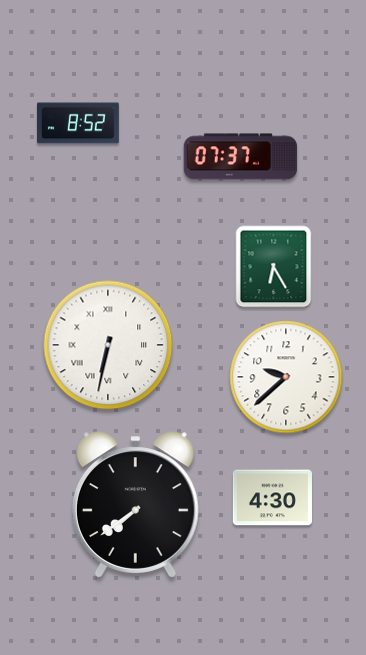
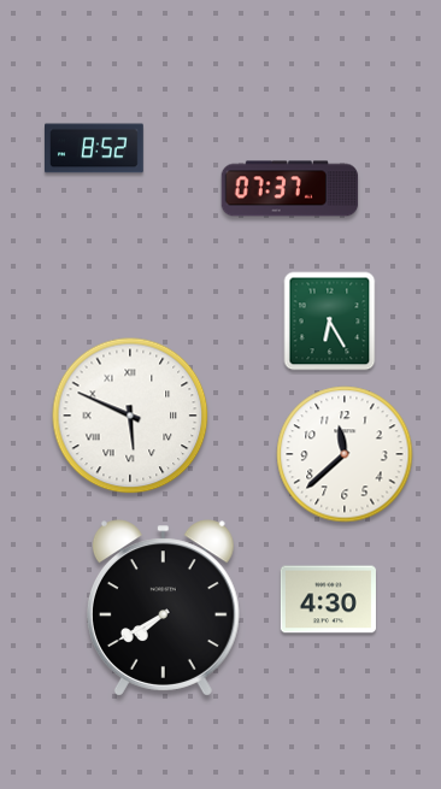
clock at (108, 345): 6:32 -> 5:49
clock at (286, 377): 9:38 -> 11:38
clock at (135, 505): 7:39 -> 7:40
